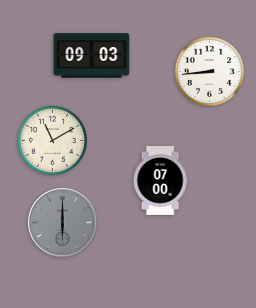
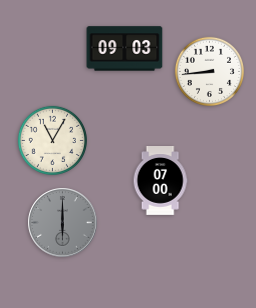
clock at (92, 56) position: (92, 56) -> (125, 49)
clock at (52, 140): 11:10 -> 11:05
